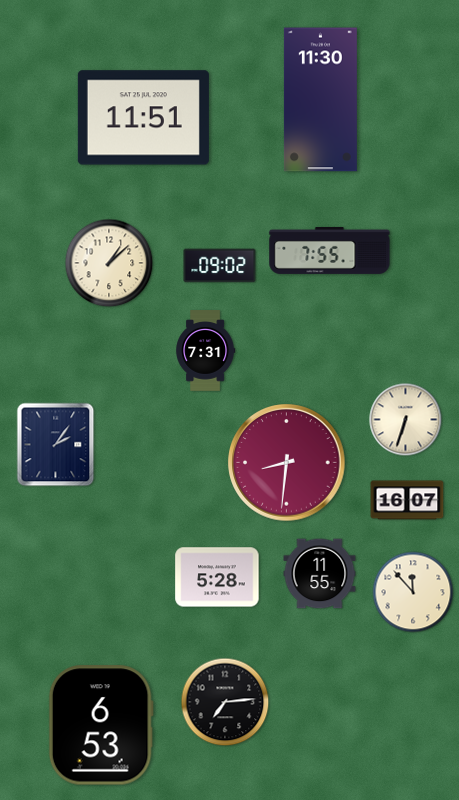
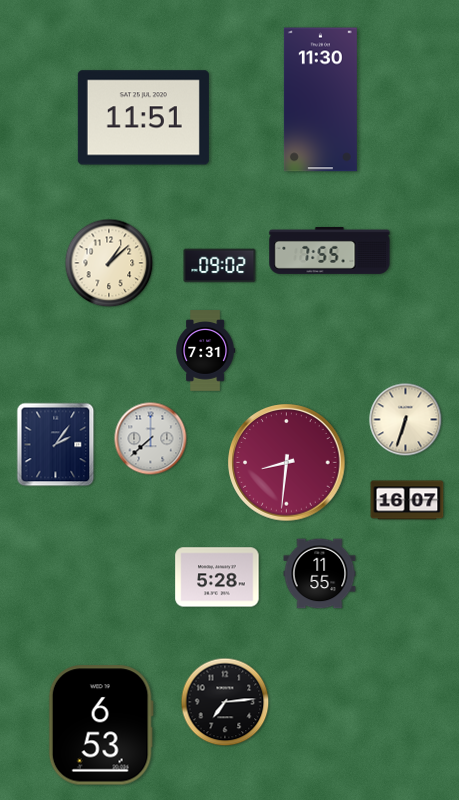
clock at (151, 439): none -> 7:38
clock at (413, 592): 11:53 -> none
